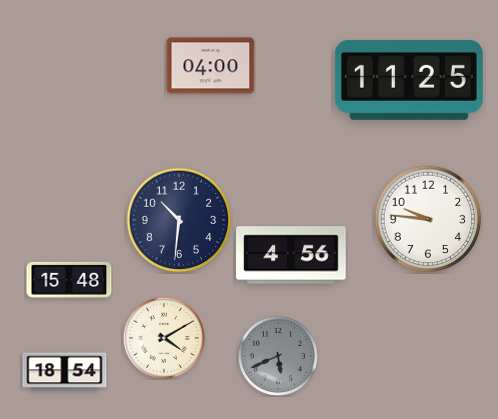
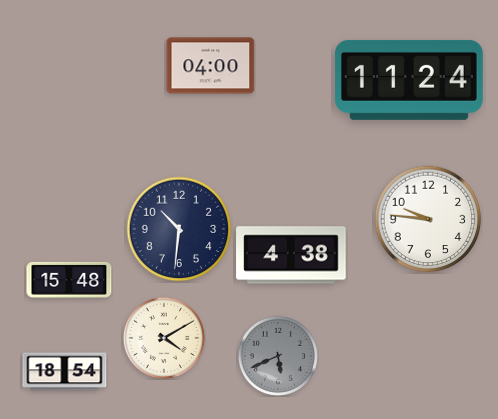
clock at (409, 80): 11:25 -> 11:24
clock at (179, 220) position: (179, 220) -> (179, 229)
clock at (291, 255): 4:56 -> 4:38
